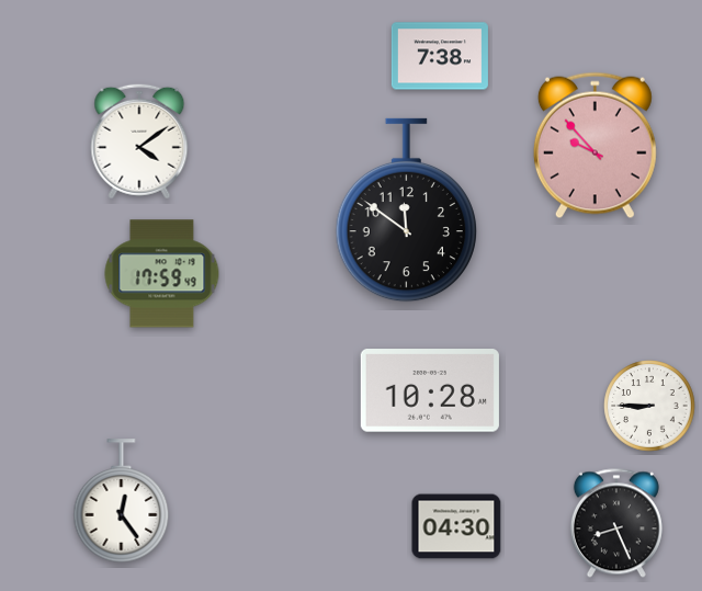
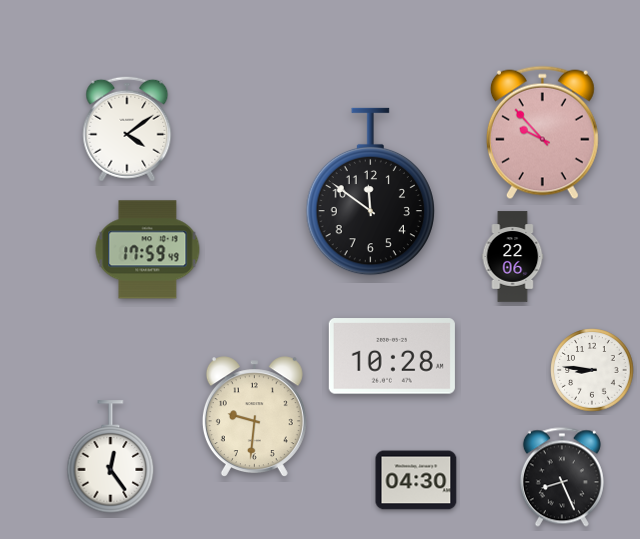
clock at (440, 56): 7:38 -> none
clock at (513, 257): none -> 22:06
clock at (649, 406): 8:45 -> 8:46
clock at (254, 417): none -> 9:31
